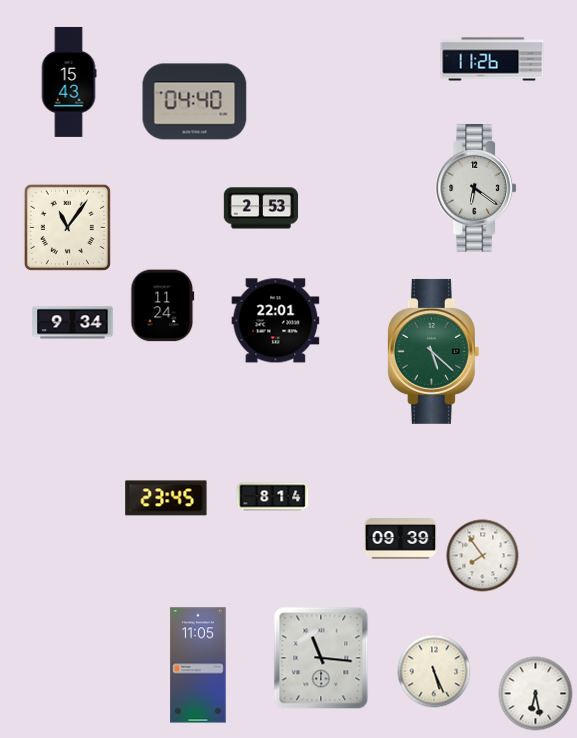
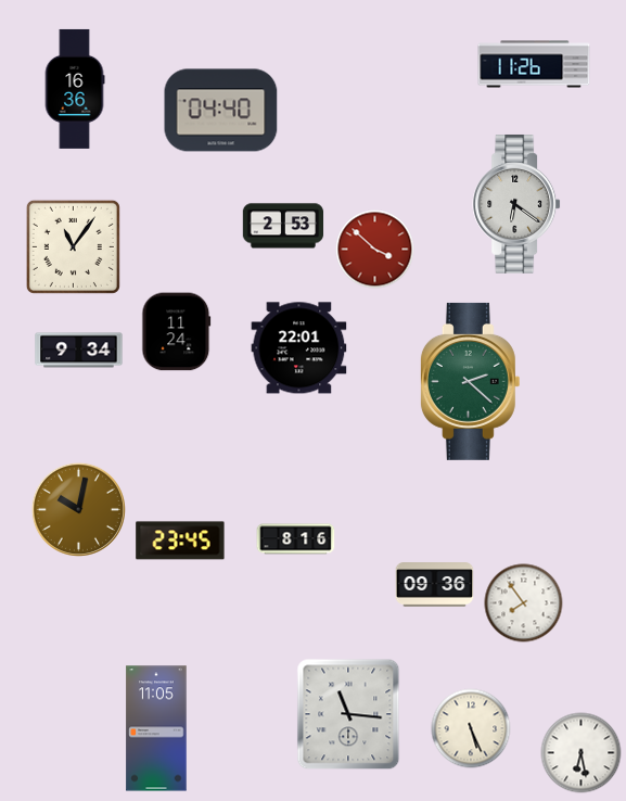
clock at (69, 82): 15:43 -> 16:36
clock at (195, 102) position: (195, 102) -> (221, 111)
clock at (375, 250): none -> 3:52
clock at (433, 351): 5:22 -> 2:22
clock at (78, 509): none -> 10:02
clock at (273, 497): 8:14 -> 8:16
clock at (401, 539): 09:39 -> 09:36
clock at (198, 665) position: (198, 665) -> (156, 728)
